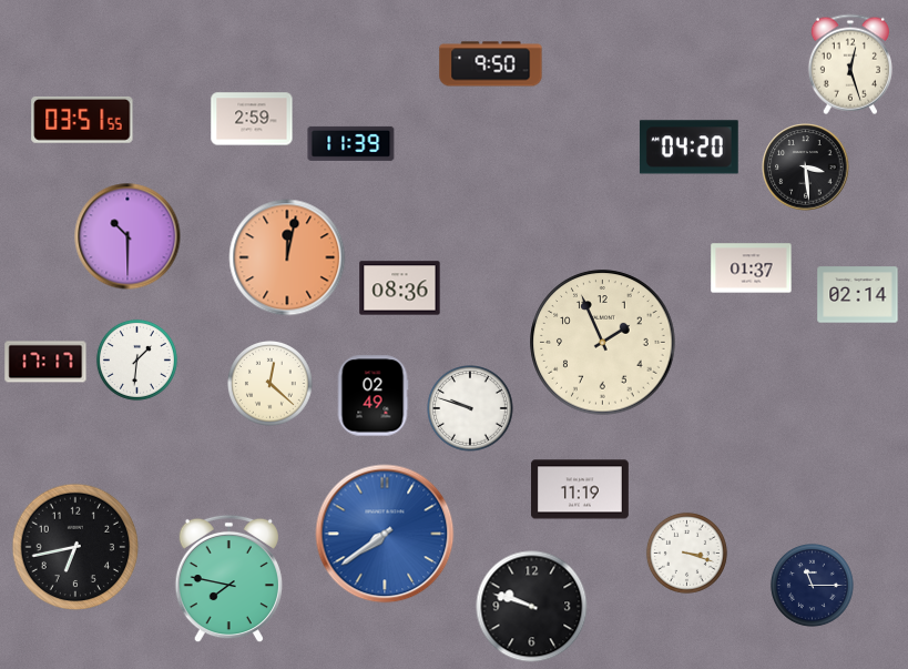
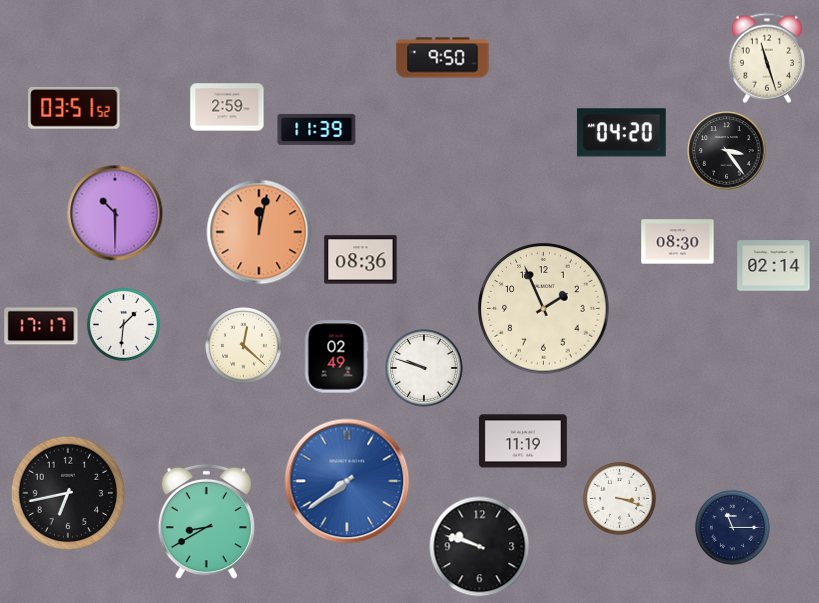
clock at (850, 64): 12:27 -> 11:27
clock at (82, 120): 03:51:55 -> 03:51:52
clock at (806, 168): 3:29 -> 3:24
clock at (752, 268): 01:37 -> 08:30
clock at (228, 579): 7:47 -> 8:40
